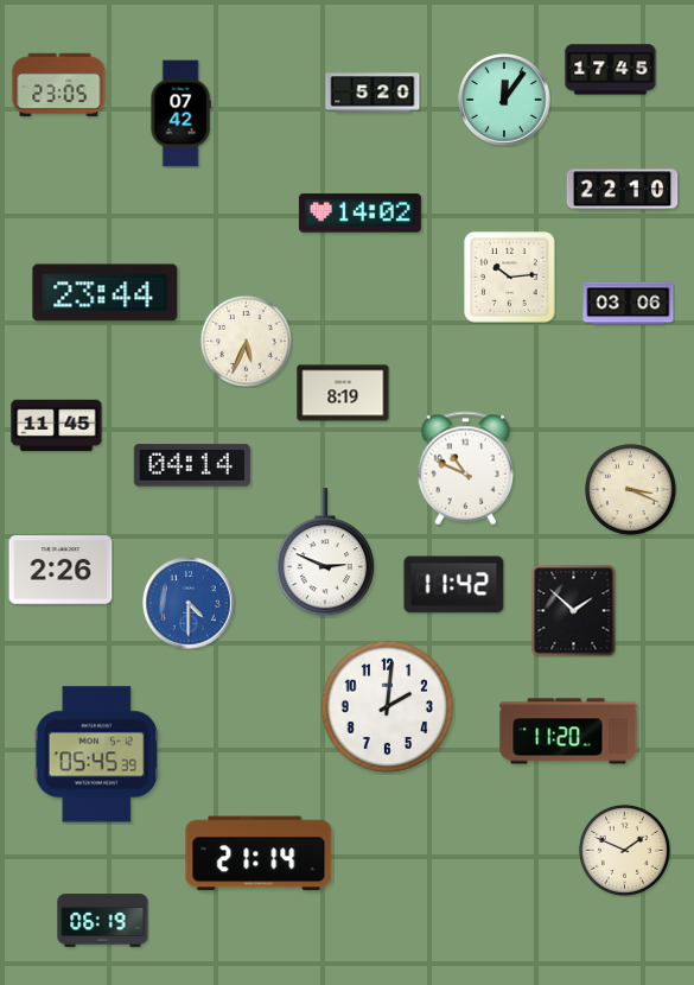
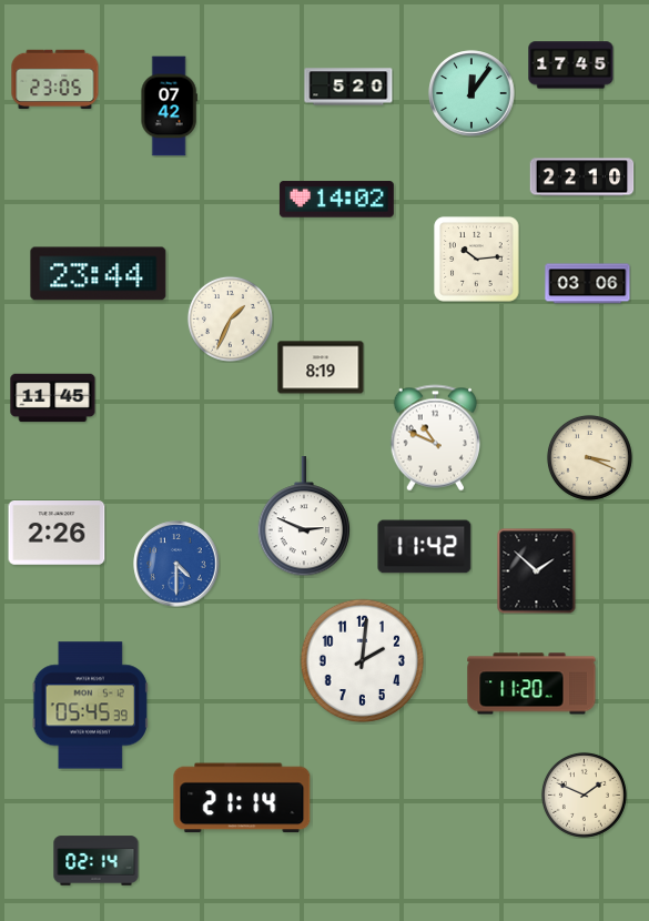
clock at (246, 341): 5:34 -> 1:34
clock at (192, 465): 04:14 -> none
clock at (103, 921): 06:19 -> 02:14
